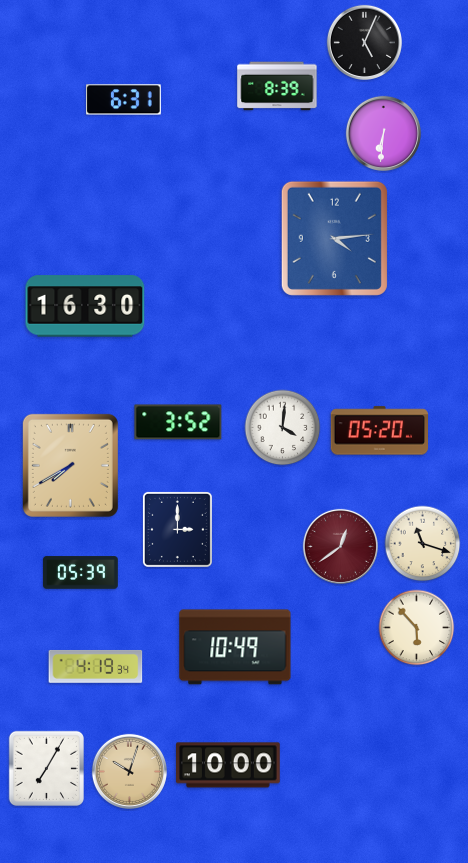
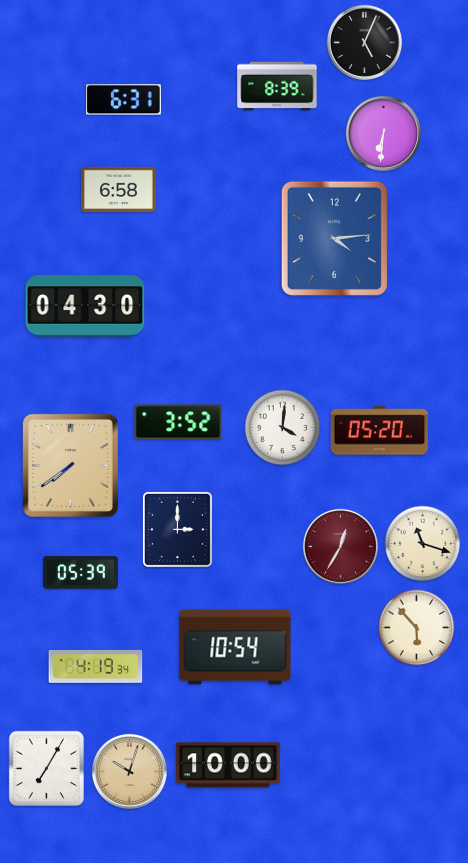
clock at (119, 190): none -> 6:58
clock at (85, 306): 16:30 -> 04:30
clock at (70, 465): 7:40 -> 7:39
clock at (340, 546): 12:39 -> 12:35
clock at (235, 647): 10:49 -> 10:54
